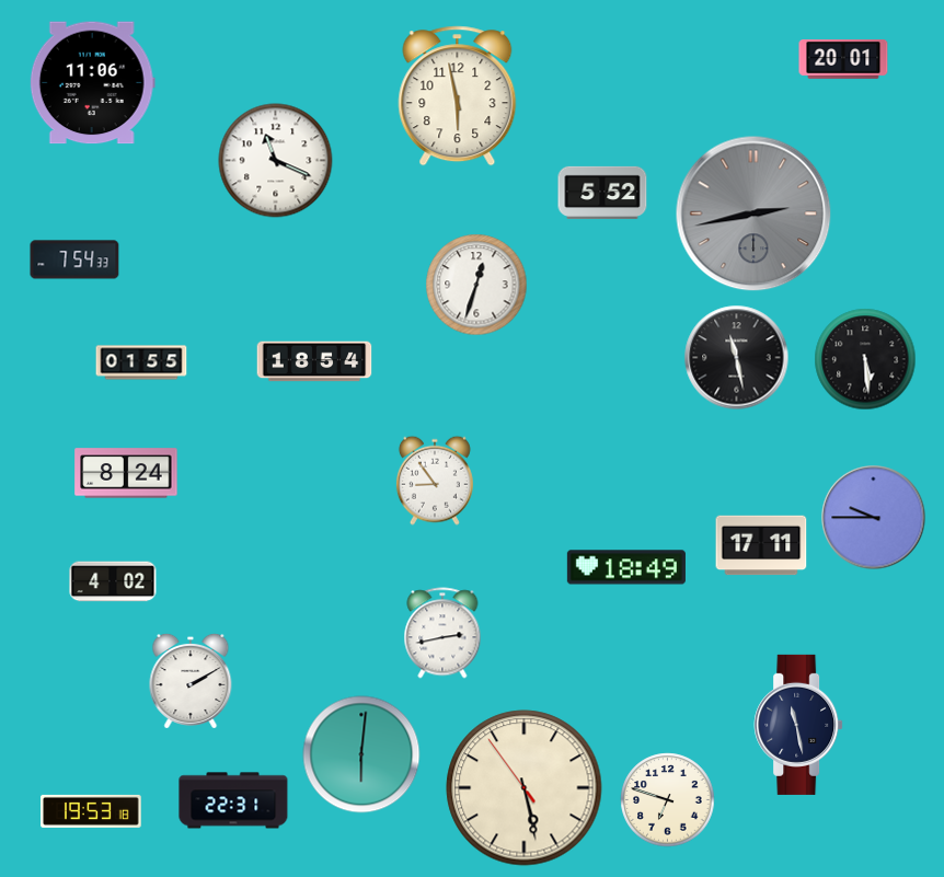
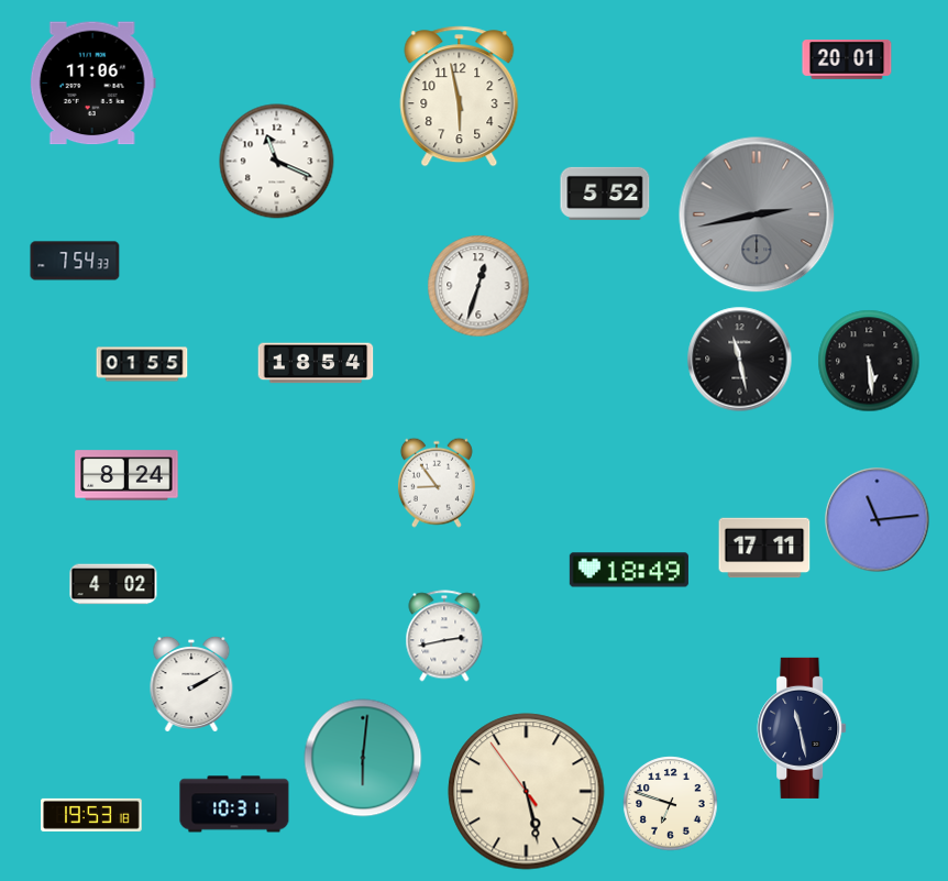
clock at (874, 518): 9:45 -> 11:14
clock at (233, 800): 22:31 -> 10:31
